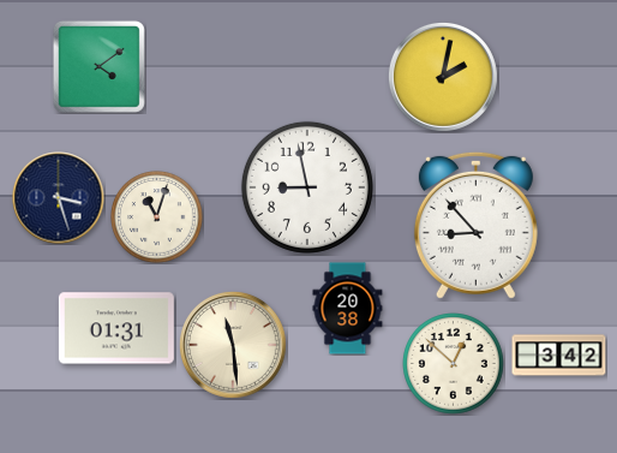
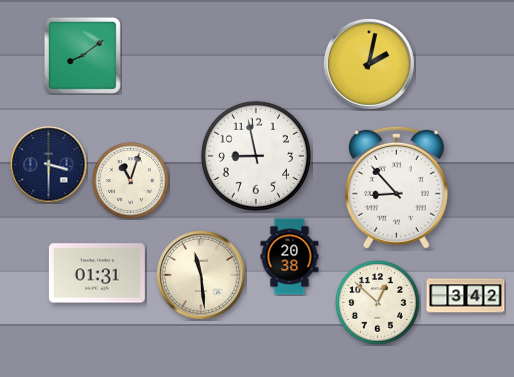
clock at (98, 66): 4:09 -> 8:09
clock at (59, 198): 3:27 -> 3:30
clock at (234, 346) position: (234, 346) -> (202, 276)
